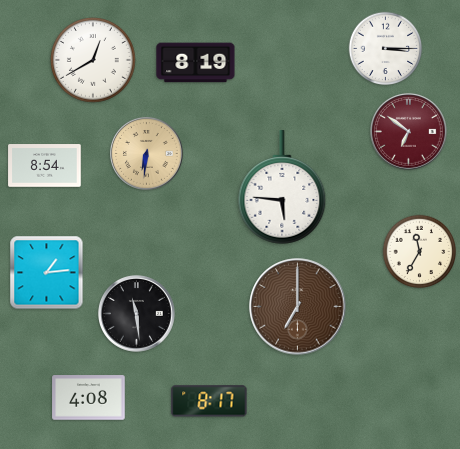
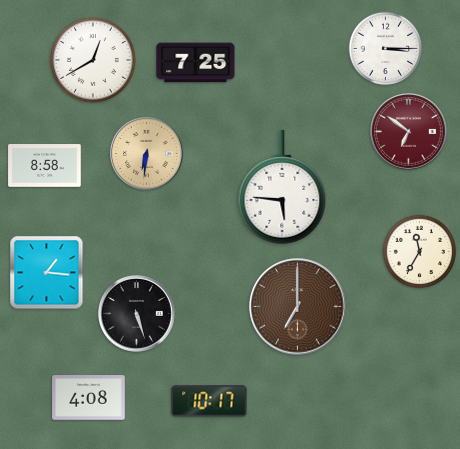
clock at (196, 63): 8:19 -> 7:25
clock at (45, 166): 8:54 -> 8:58
clock at (47, 273): 1:14 -> 1:16
clock at (137, 314): 11:29 -> 5:27
clock at (209, 401): 8:17 -> 10:17
